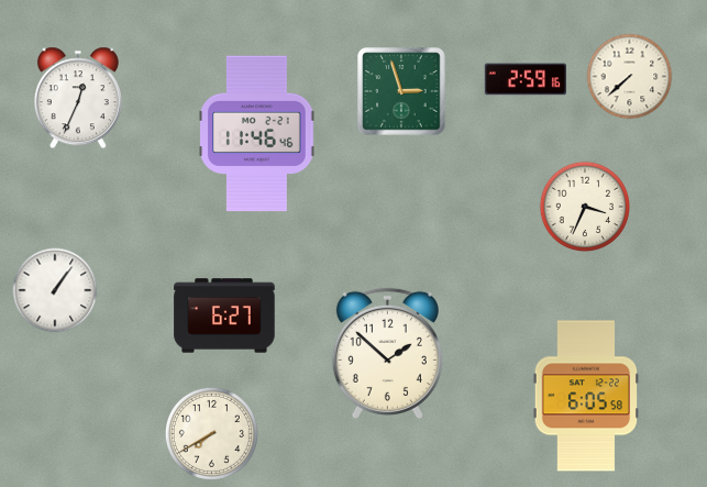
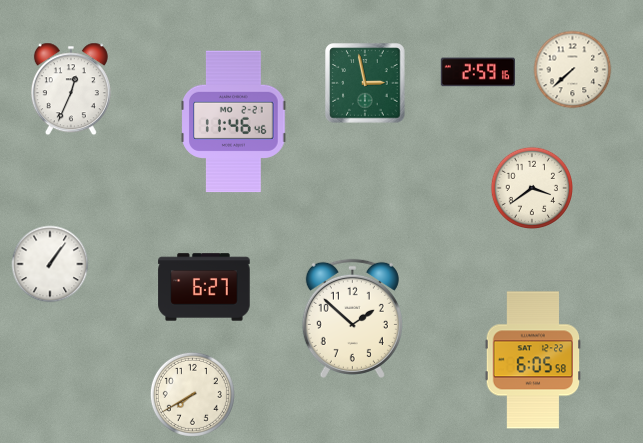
clock at (401, 91): 2:57 -> 2:58
clock at (584, 206): 3:34 -> 3:39
clock at (387, 353) position: (387, 353) -> (352, 318)
